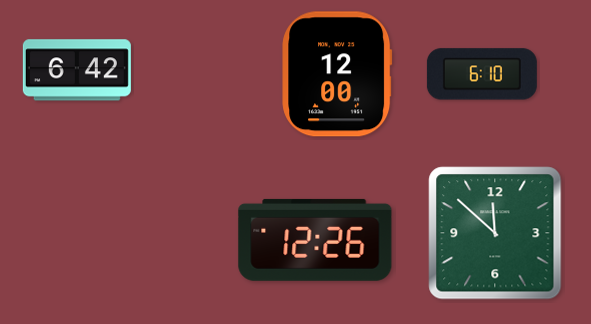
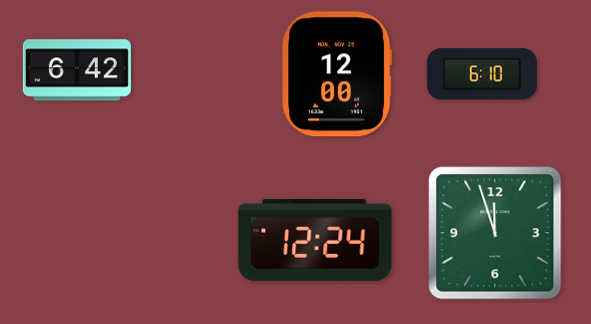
clock at (495, 233): 11:52 -> 11:57
clock at (315, 240): 12:26 -> 12:24
